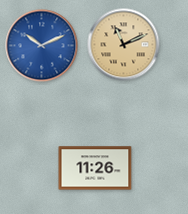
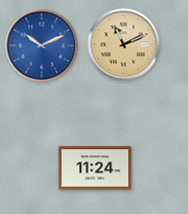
clock at (95, 168): 11:26 -> 11:24
